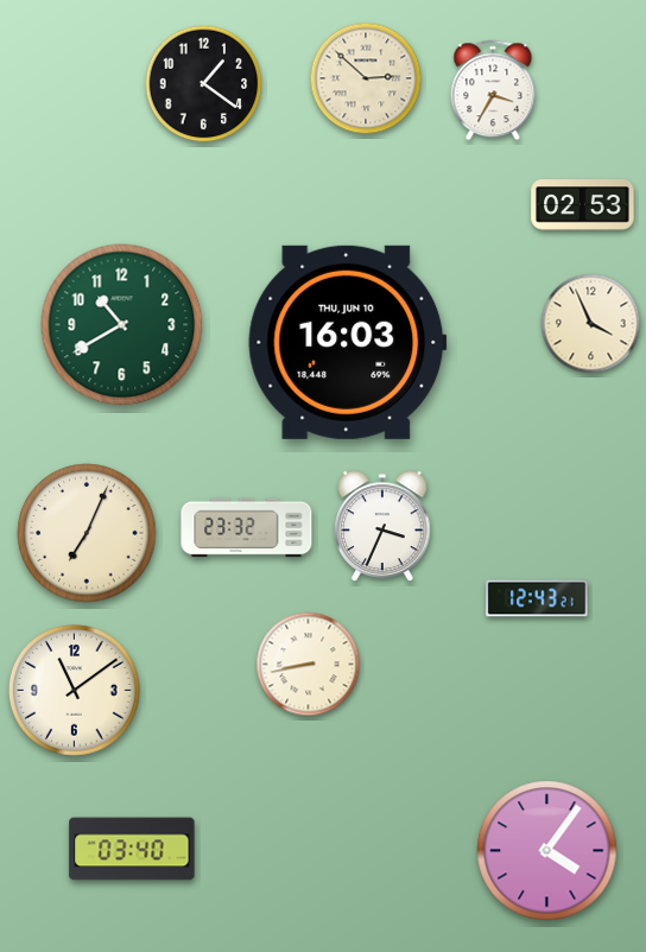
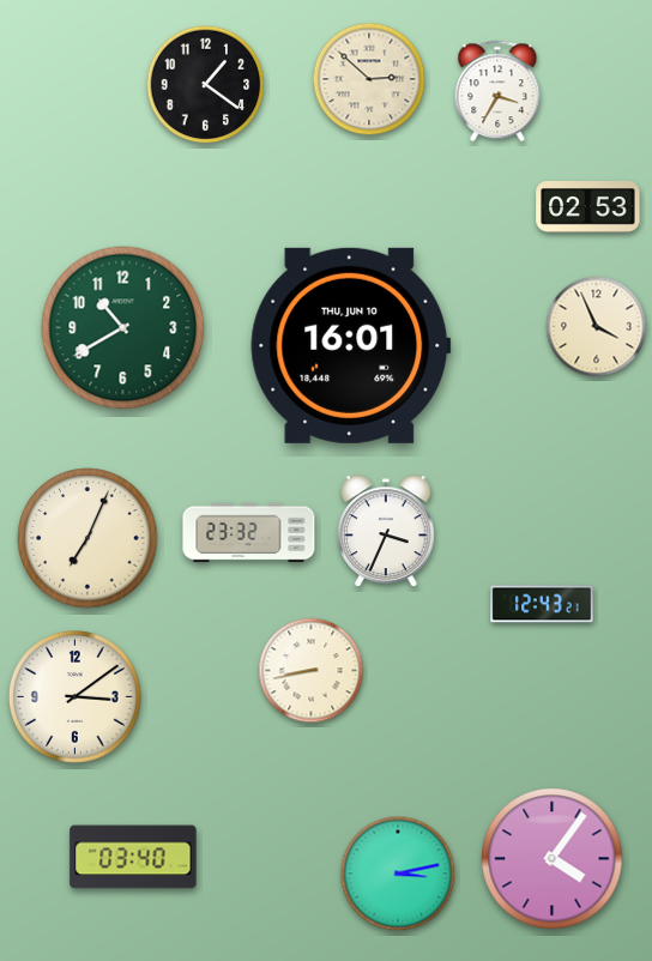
clock at (348, 342): 16:03 -> 16:01
clock at (74, 690): 11:09 -> 3:09
clock at (398, 874): none -> 3:13
